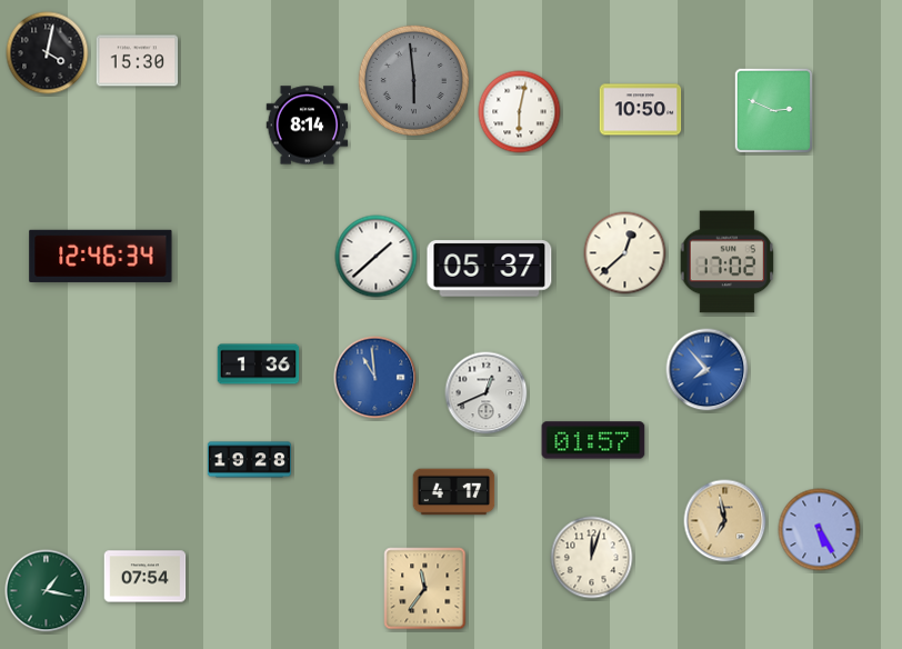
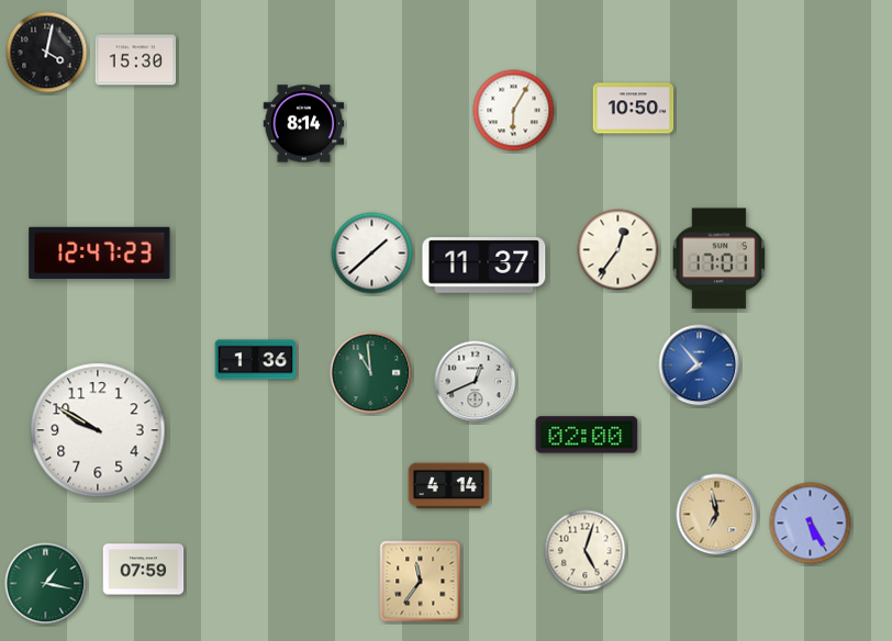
clock at (413, 80): 5:59 -> none
clock at (773, 110): 2:49 -> none
clock at (520, 112): 6:02 -> 6:05
clock at (625, 253): 12:38 -> 12:36
clock at (101, 256): 12:46 -> 12:47
clock at (728, 262): 17:02 -> 17:01
clock at (490, 269): 05:37 -> 11:37
clock at (375, 378) dial: blue -> green
clock at (487, 393) position: (487, 393) -> (476, 382)
clock at (98, 430): none -> 9:50
clock at (593, 440): 01:57 -> 02:00
clock at (250, 460): 19:28 -> none
clock at (454, 492): 4:17 -> 4:14
clock at (592, 558): 12:03 -> 5:03
clock at (146, 577): 07:54 -> 07:59
